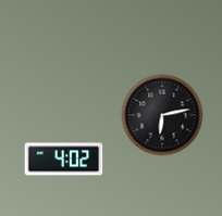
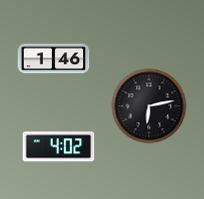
clock at (54, 59): none -> 1:46
